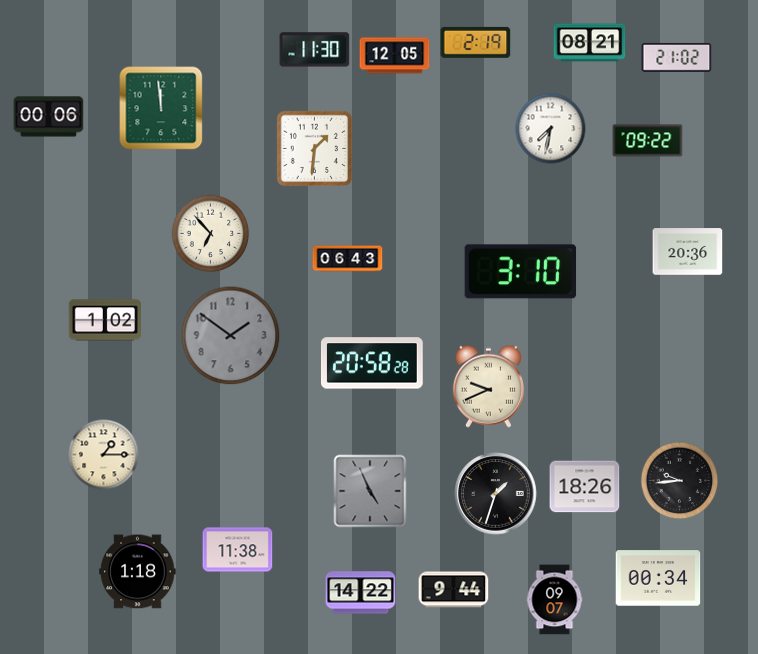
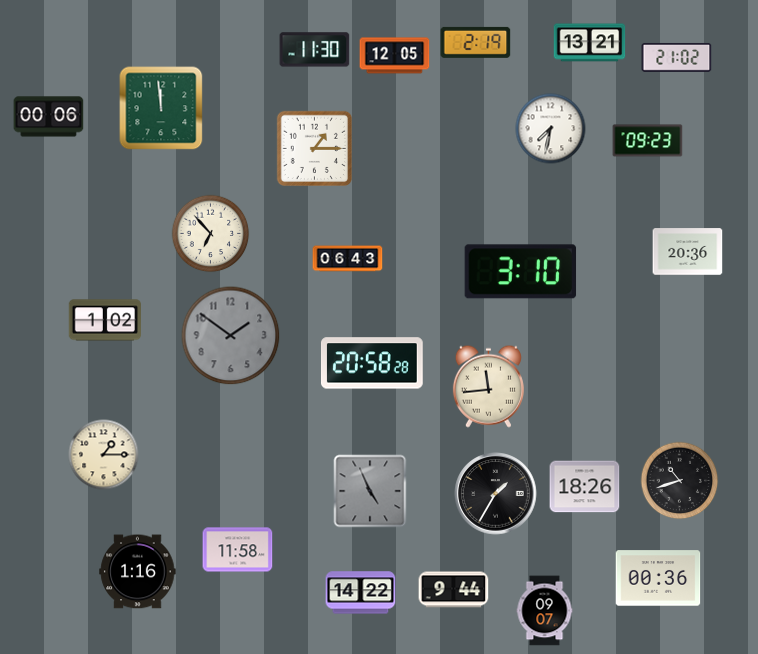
clock at (590, 43): 08:21 -> 13:21
clock at (648, 141): 09:22 -> 09:23
clock at (314, 148): 1:31 -> 1:15
clock at (488, 386): 9:41 -> 11:44
clock at (680, 481): 9:44 -> 10:42
clock at (496, 494): 1:33 -> 1:35
clock at (238, 550): 11:38 -> 11:58
clock at (138, 572): 1:18 -> 1:16
clock at (658, 578): 00:34 -> 00:36
clock at (555, 600) position: (555, 600) -> (545, 611)
